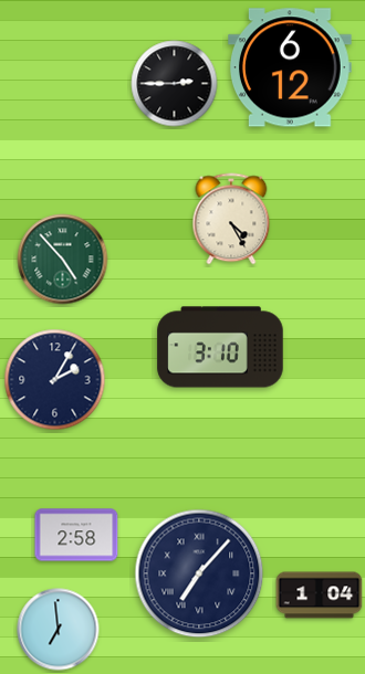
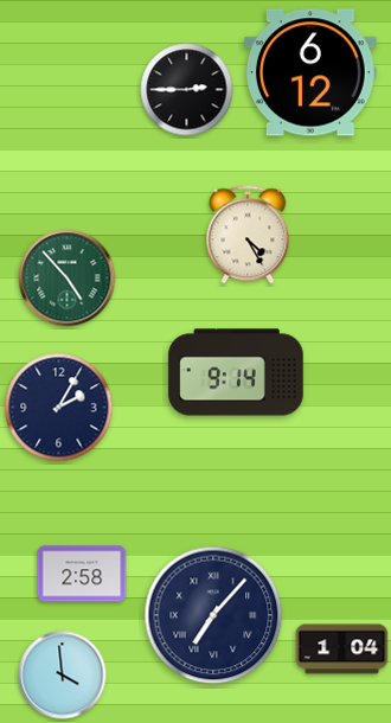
clock at (220, 347): 3:10 -> 9:14
clock at (320, 596) position: (320, 596) -> (342, 650)
clock at (59, 630): 6:59 -> 3:59
